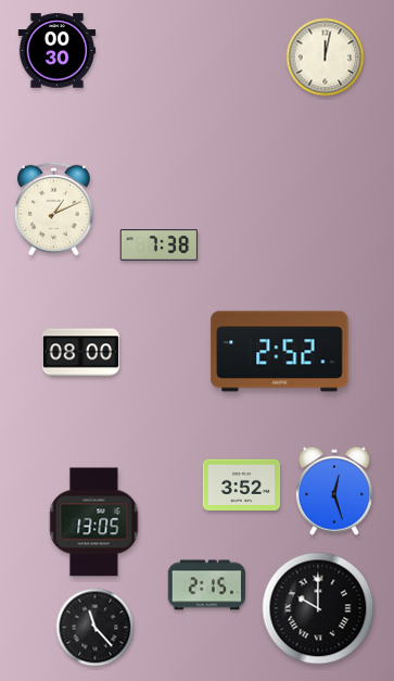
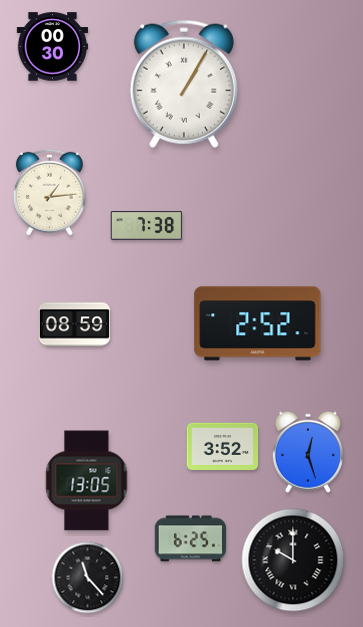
clock at (326, 58): 12:02 -> none
clock at (184, 84): none -> 1:05
clock at (53, 209): 1:11 -> 1:14
clock at (81, 353): 08:00 -> 08:59
clock at (206, 585): 2:15 -> 6:25
